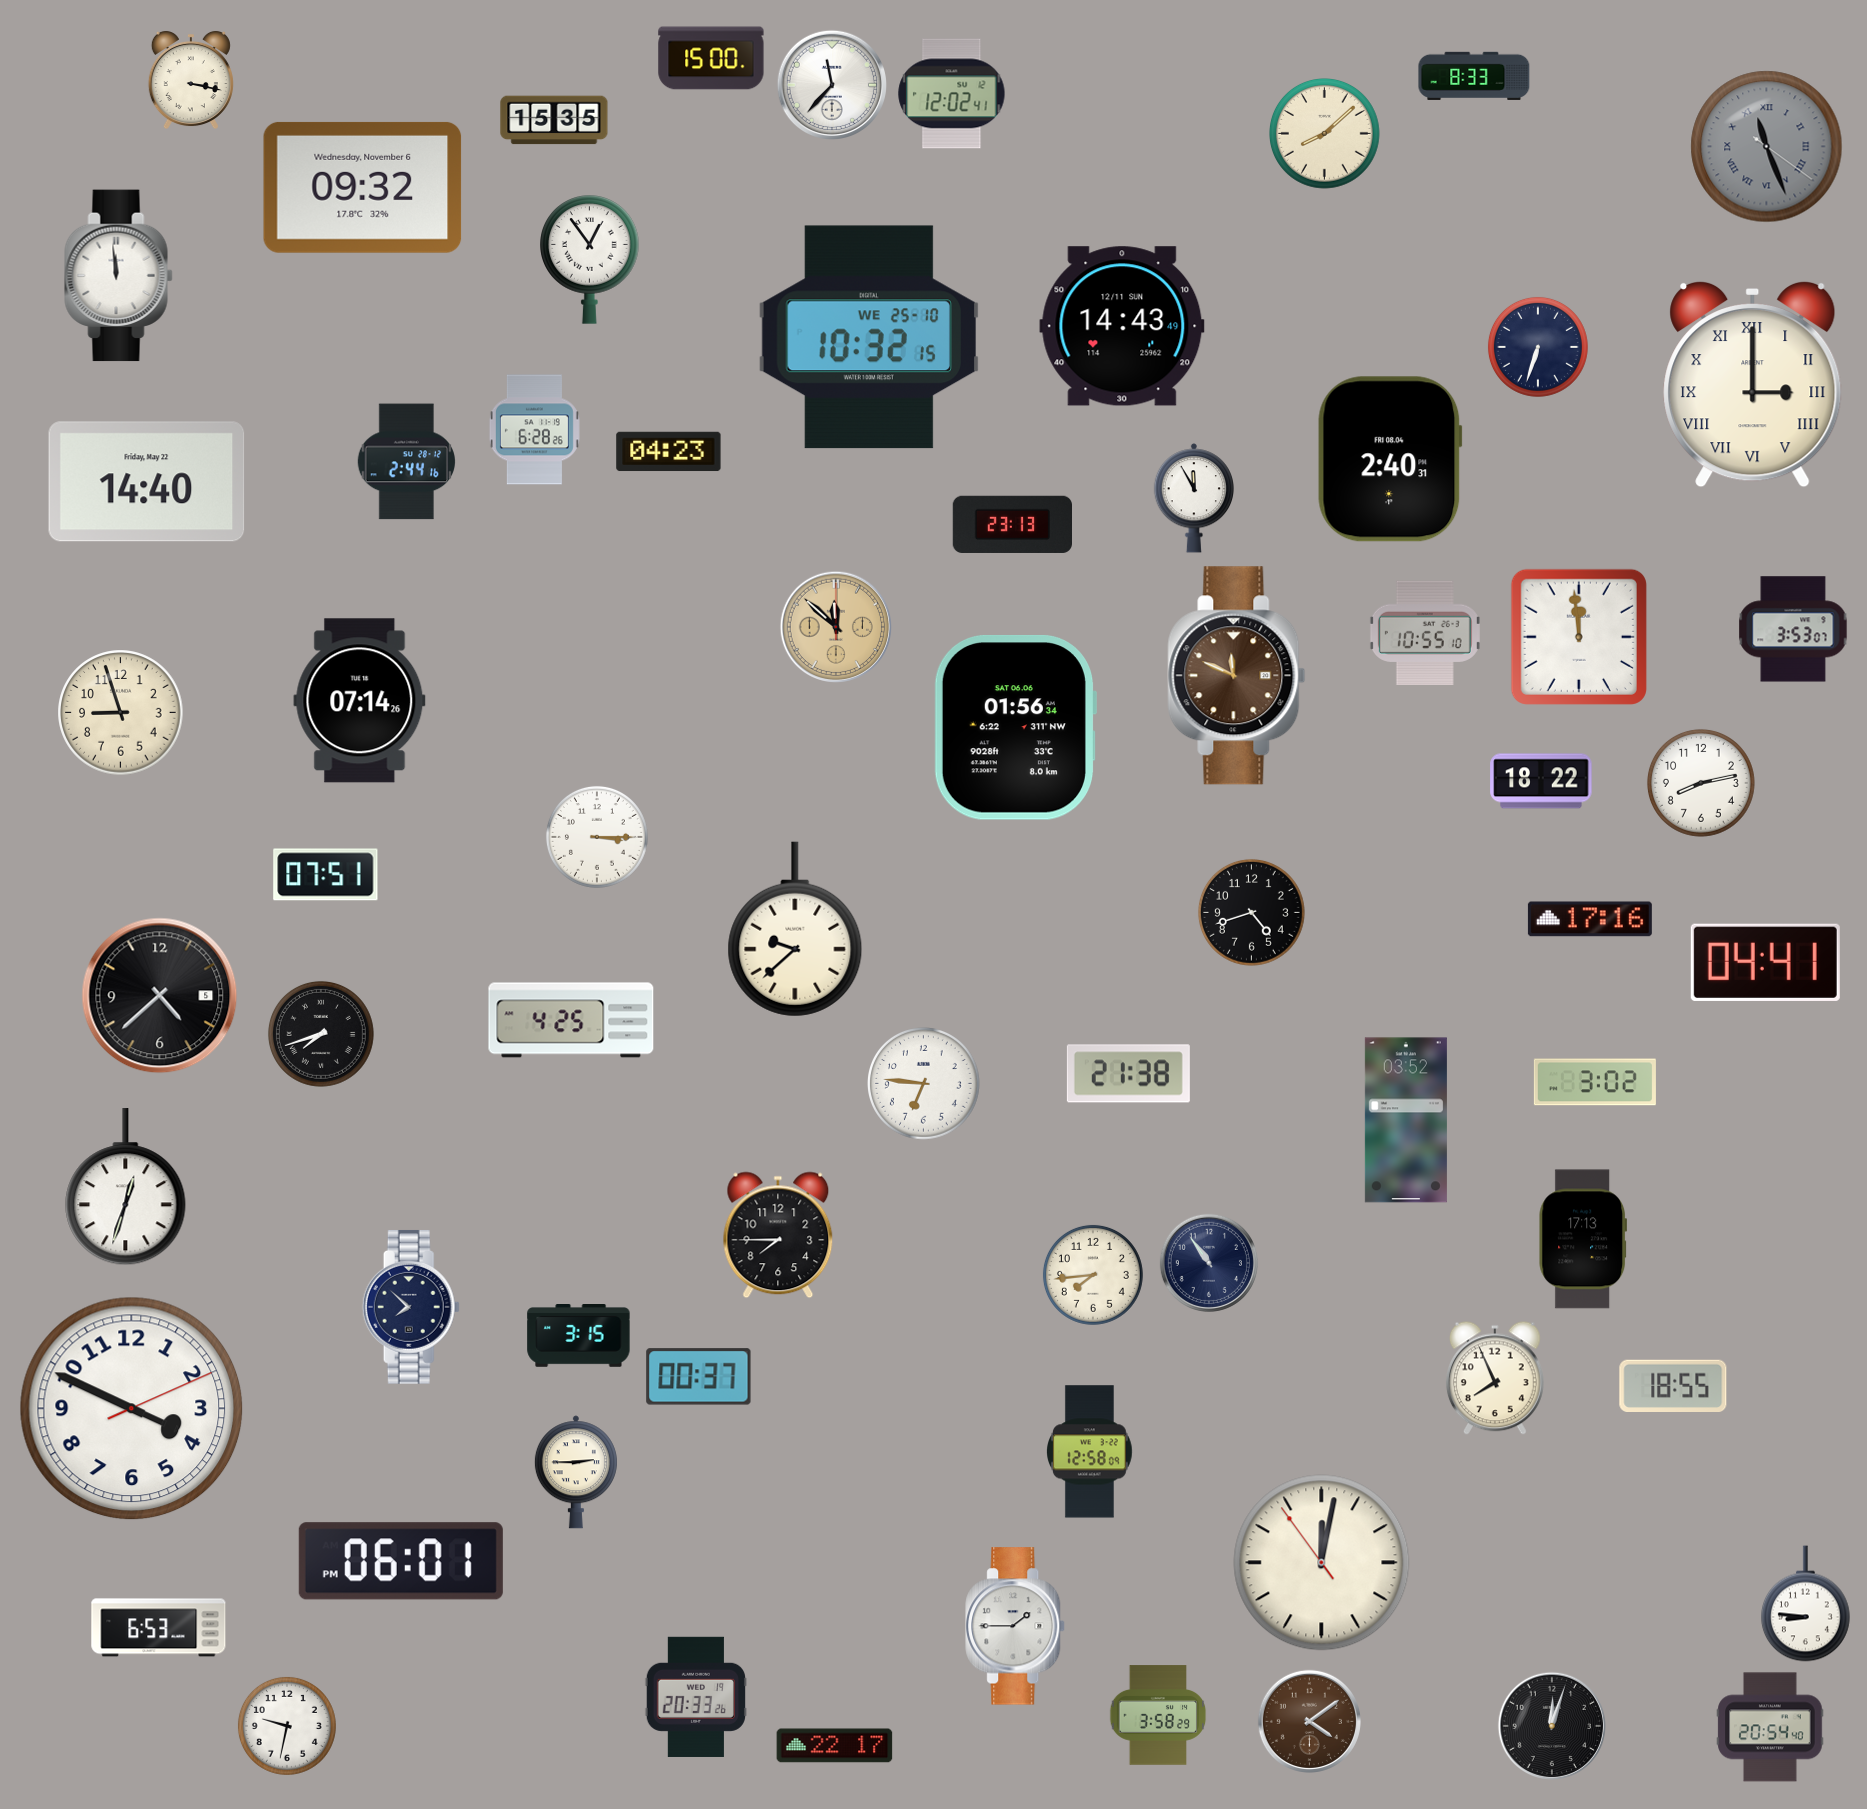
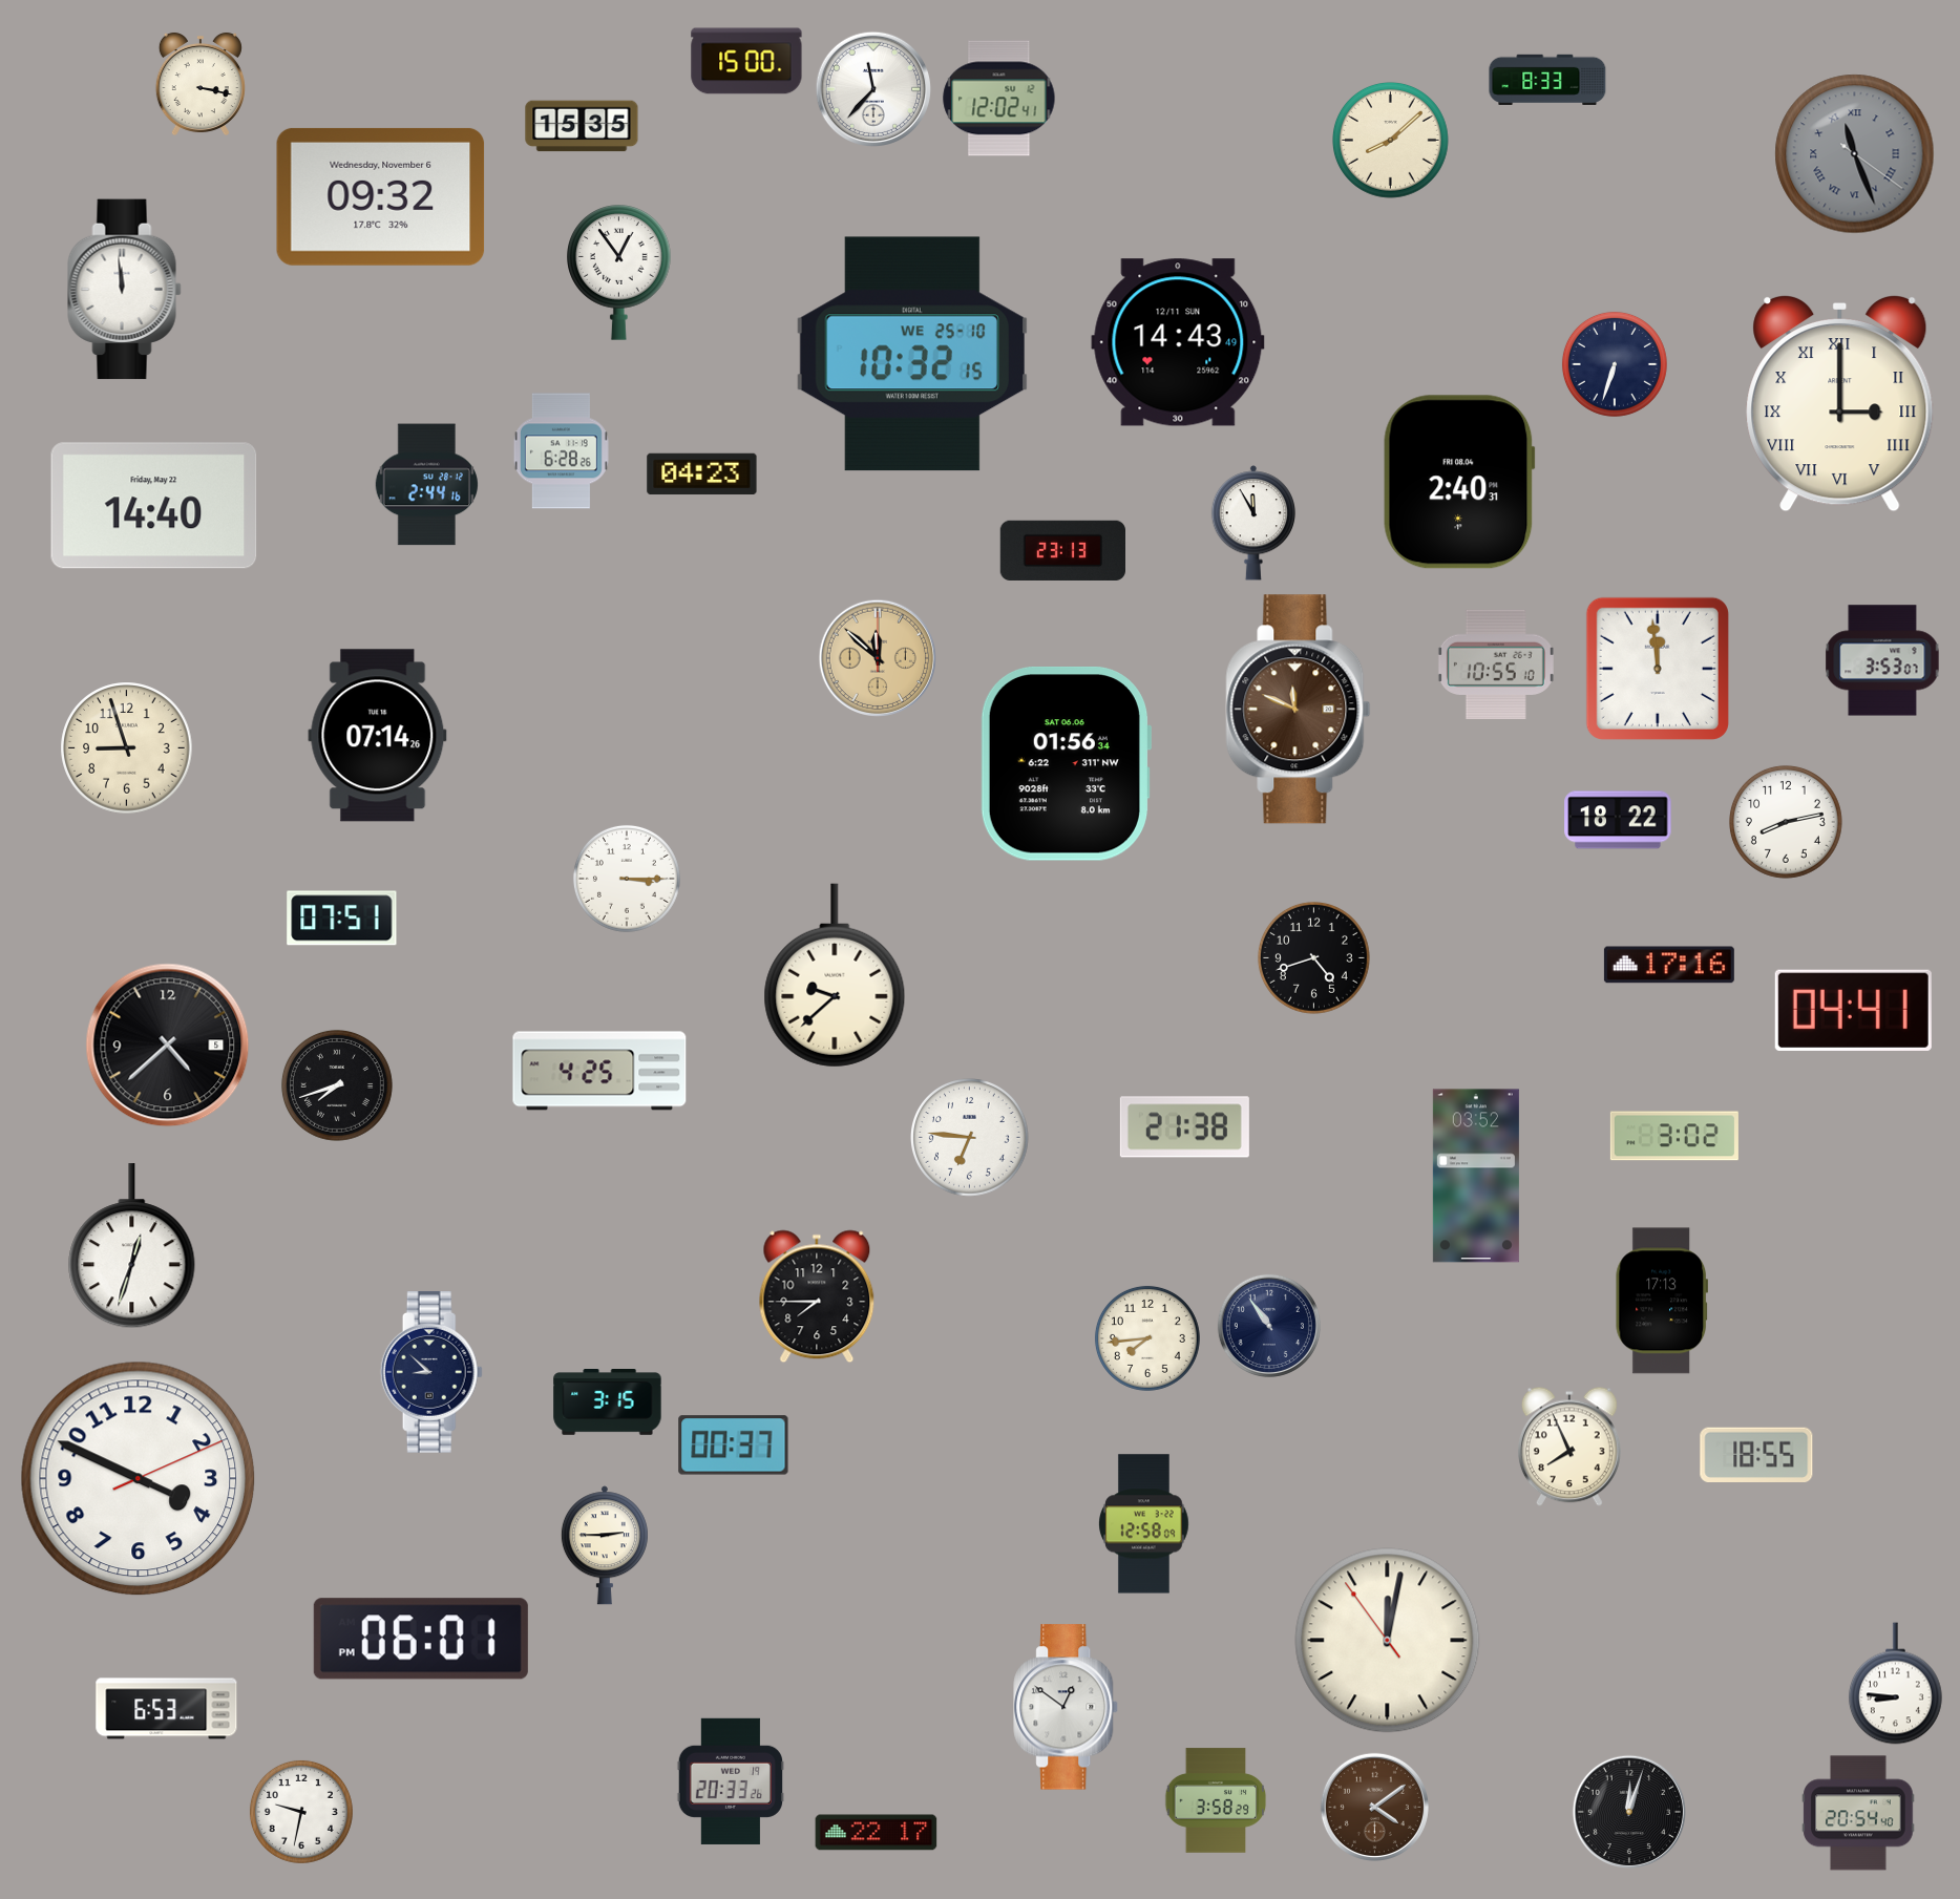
clock at (411, 1307): 7:52 -> 8:52
clock at (1016, 1626): 1:45 -> 12:51
